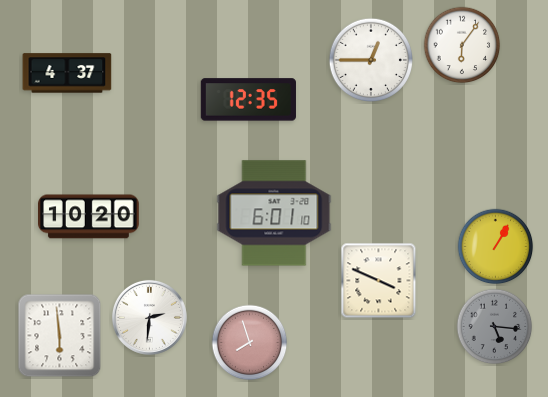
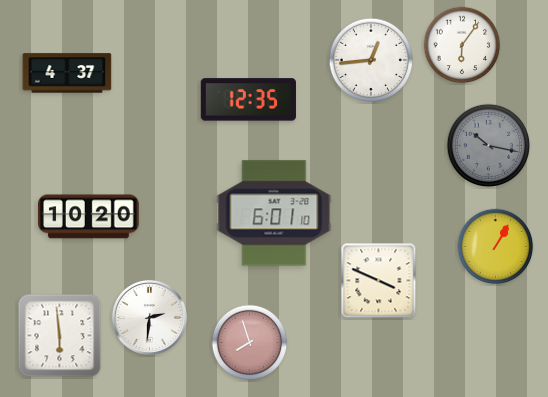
clock at (371, 60): 12:45 -> 12:44
clock at (489, 146): none -> 10:17
clock at (495, 327): 5:16 -> none
